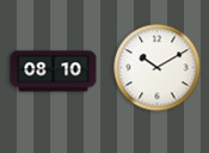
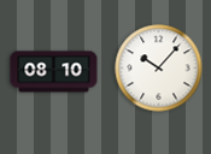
clock at (158, 68): 10:10 -> 10:07
